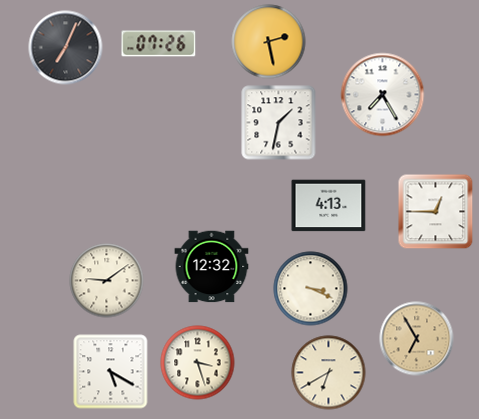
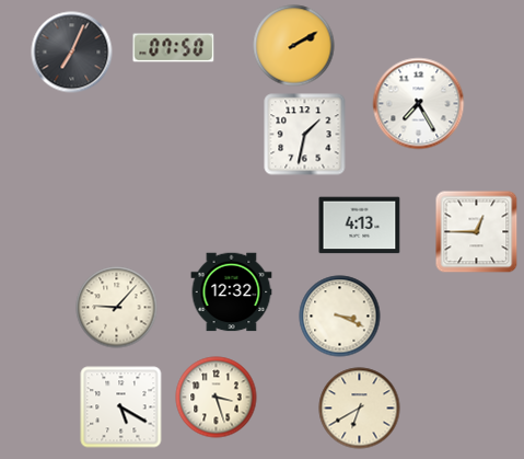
clock at (269, 42): 2:28 -> 2:10
clock at (159, 44): 07:26 -> 07:50
clock at (107, 281): 9:09 -> 9:07
clock at (417, 339): 6:55 -> none
